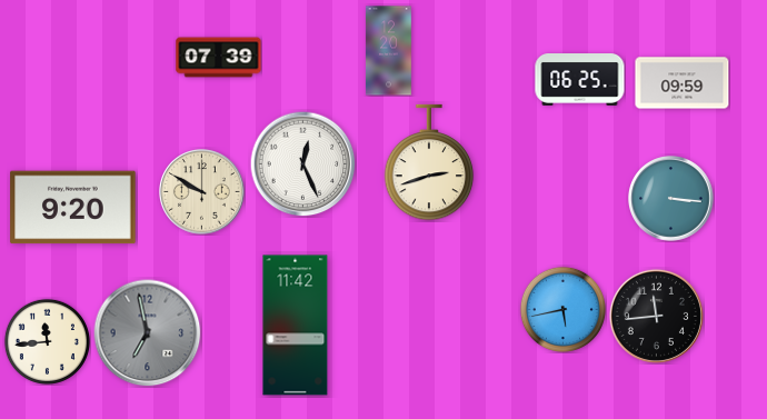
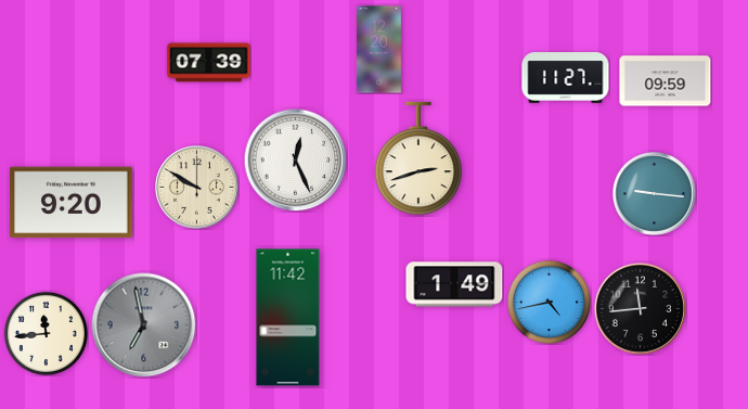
clock at (219, 58) position: (219, 58) -> (209, 63)
clock at (580, 80): 06:25 -> 11:27
clock at (671, 199): 3:16 -> 9:16
clock at (454, 284): none -> 1:49
clock at (562, 309): 5:43 -> 4:43
